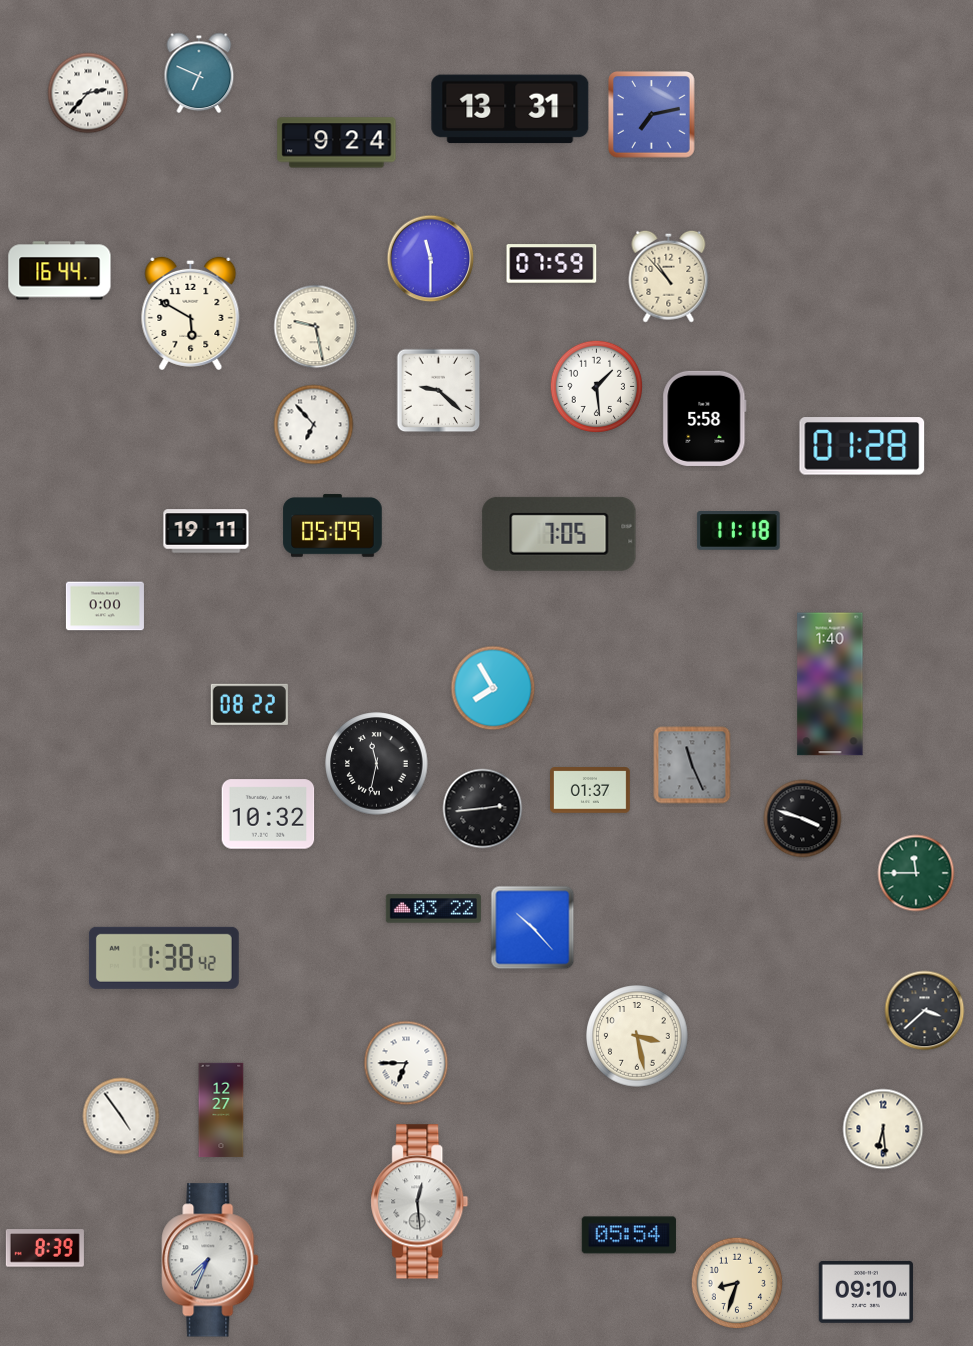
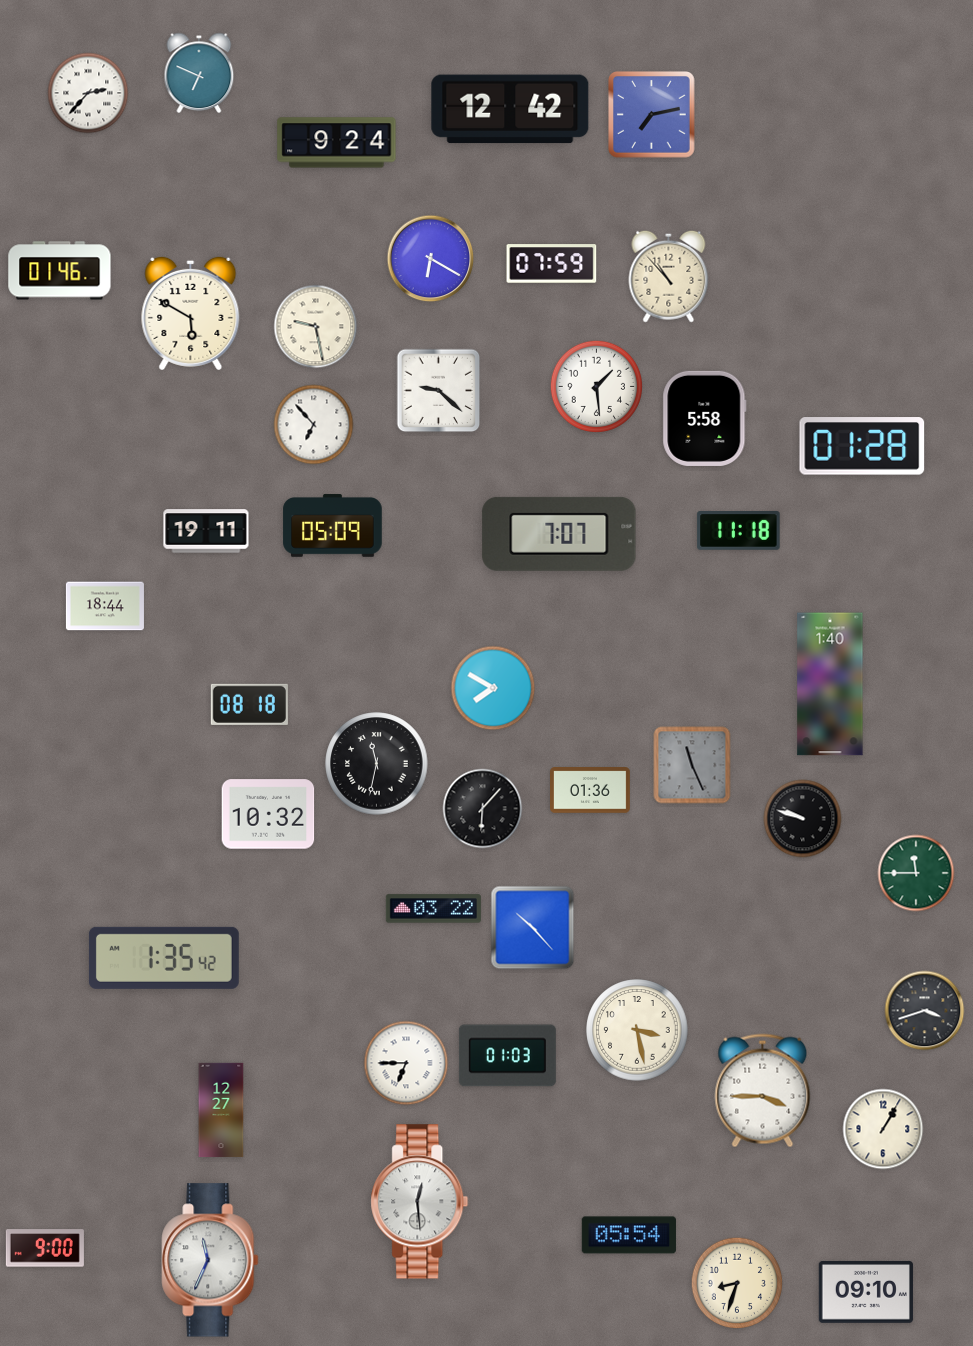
clock at (510, 109): 13:31 -> 12:42
clock at (431, 259): 11:30 -> 6:20
clock at (60, 271): 16:44 -> 01:46
clock at (559, 534): 7:05 -> 7:07
clock at (105, 606): 0:00 -> 18:44
clock at (493, 688): 7:55 -> 7:50
clock at (249, 704): 08:22 -> 08:18
clock at (591, 790): 01:37 -> 01:36
clock at (483, 809): 2:44 -> 6:07
clock at (803, 819): 3:48 -> 9:48
clock at (164, 958): 1:38 -> 1:35
clock at (925, 1011): 3:38 -> 3:42
clock at (637, 1036) position: (637, 1036) -> (637, 1030)
clock at (507, 1056): none -> 01:03
clock at (763, 1091): none -> 3:45
clock at (121, 1116): 4:54 -> none
clock at (883, 1129): 6:29 -> 1:05
clock at (45, 1248): 8:39 -> 9:00
clock at (210, 1260): 7:34 -> 11:34
